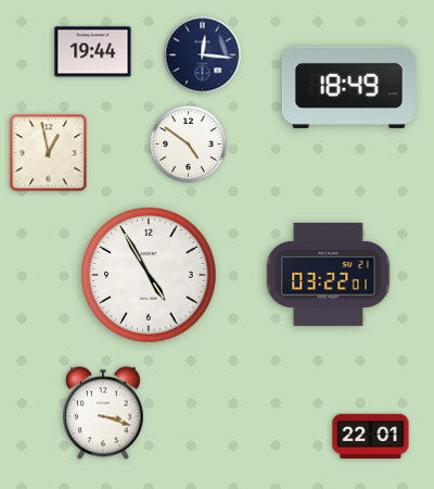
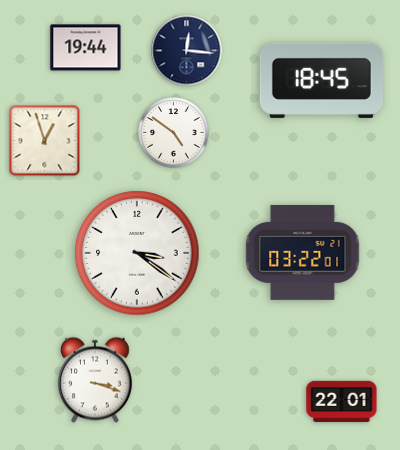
clock at (348, 87): 18:49 -> 18:45
clock at (49, 153): 12:58 -> 12:57
clock at (149, 275): 4:55 -> 3:21
